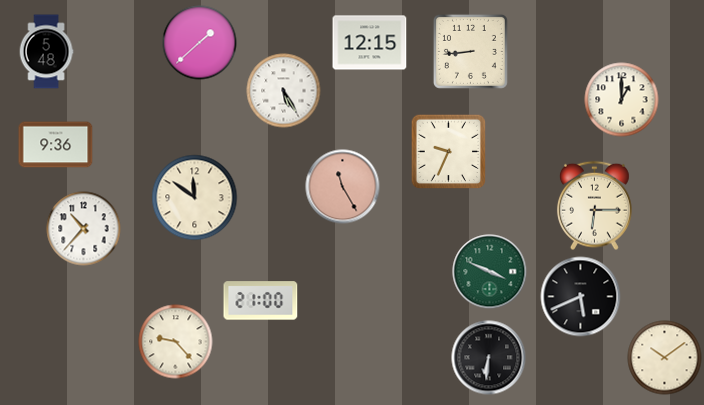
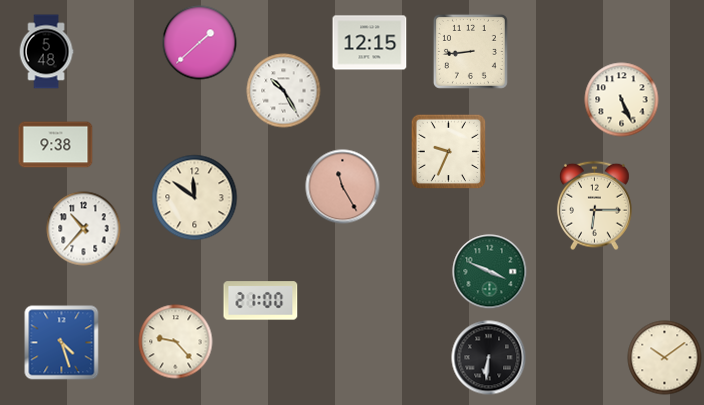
clock at (284, 91): 5:25 -> 10:25
clock at (622, 100): 1:00 -> 5:26
clock at (56, 145): 9:36 -> 9:38
clock at (581, 297): 5:41 -> none
clock at (62, 343): none -> 4:27
